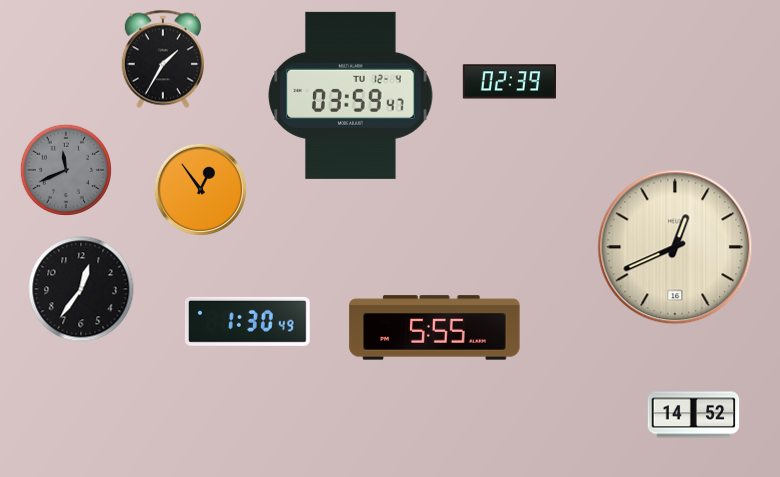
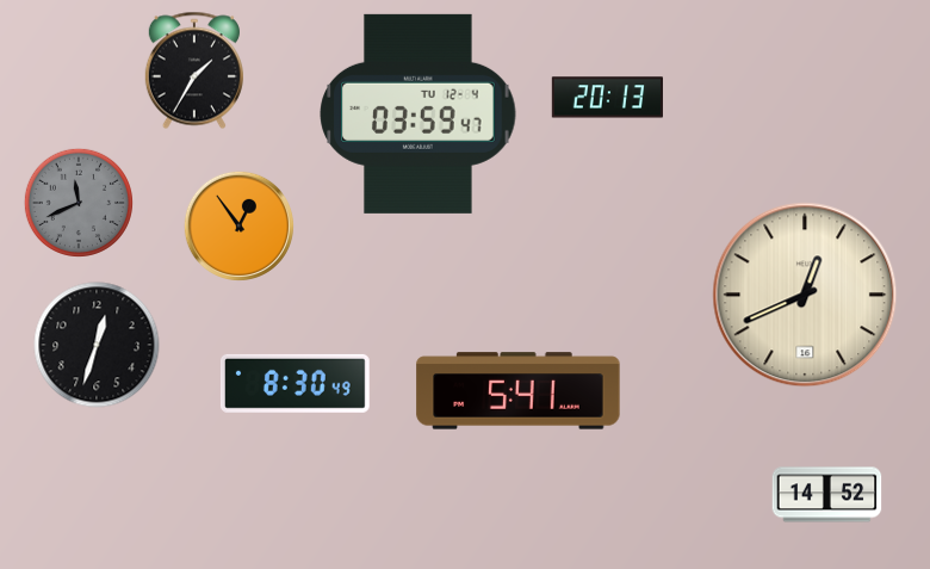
clock at (509, 82): 02:39 -> 20:13
clock at (81, 289): 12:36 -> 12:33
clock at (247, 321): 1:30 -> 8:30
clock at (435, 328): 5:55 -> 5:41
